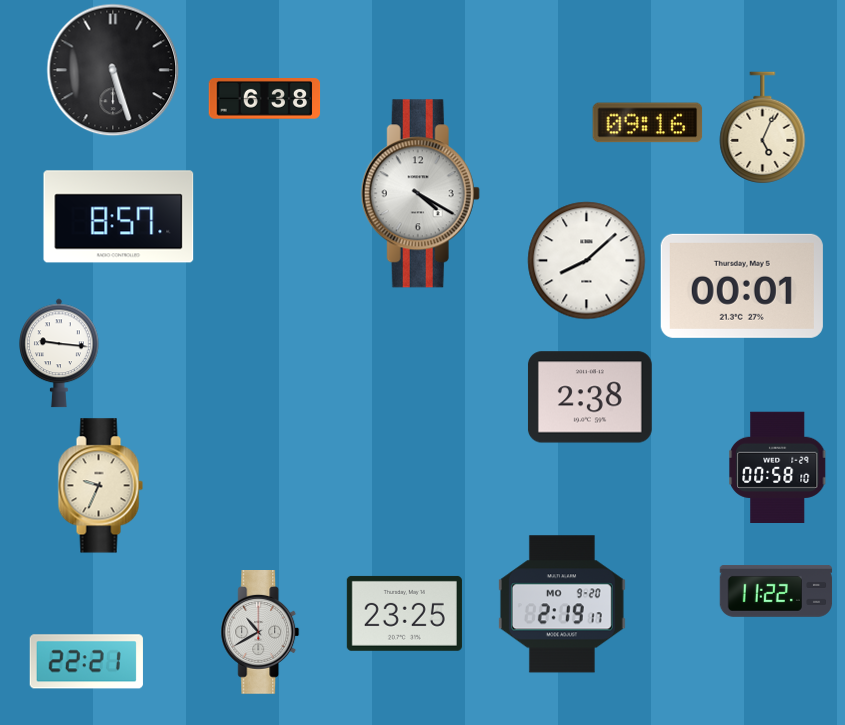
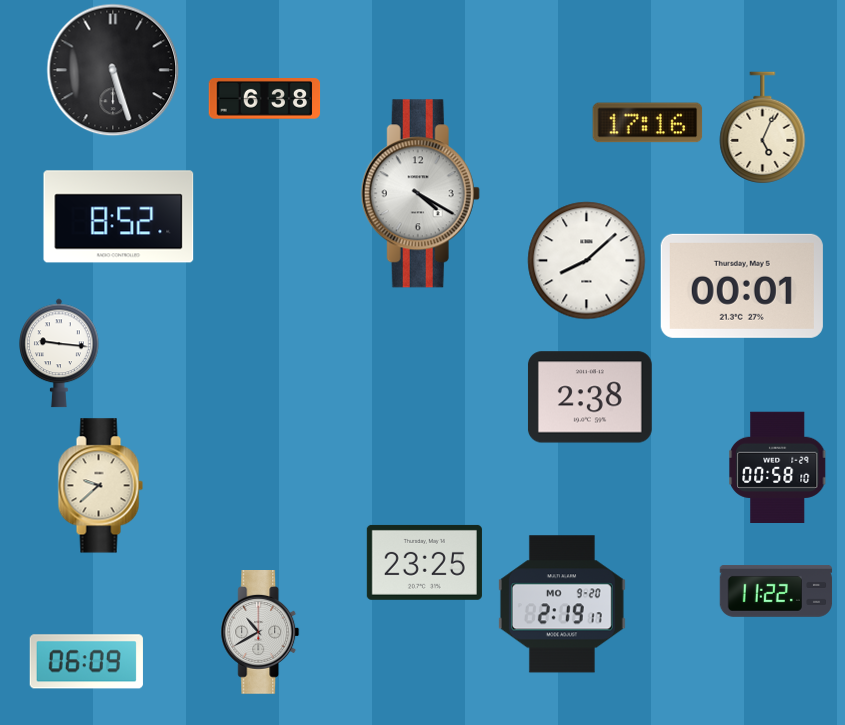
clock at (648, 123): 09:16 -> 17:16
clock at (119, 217): 8:57 -> 8:52
clock at (100, 486): 9:34 -> 9:38
clock at (404, 613) position: (404, 613) -> (424, 562)
clock at (86, 662): 22:21 -> 06:09
